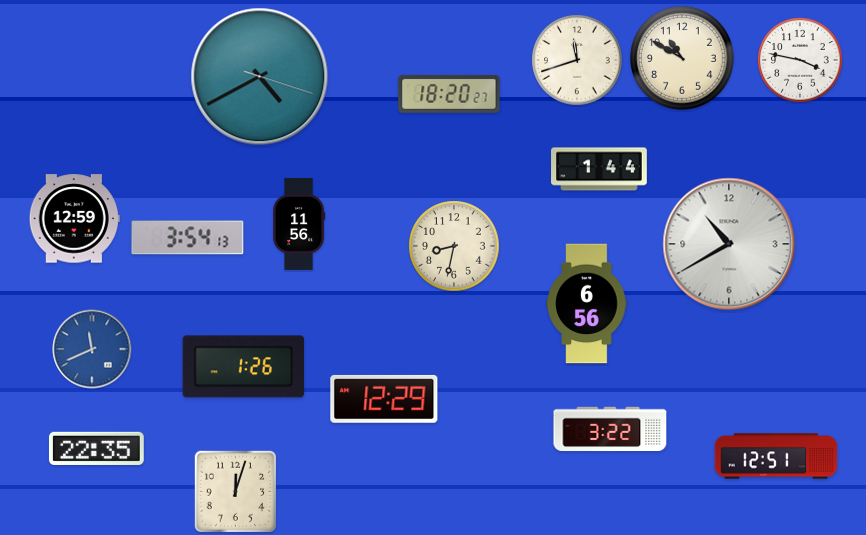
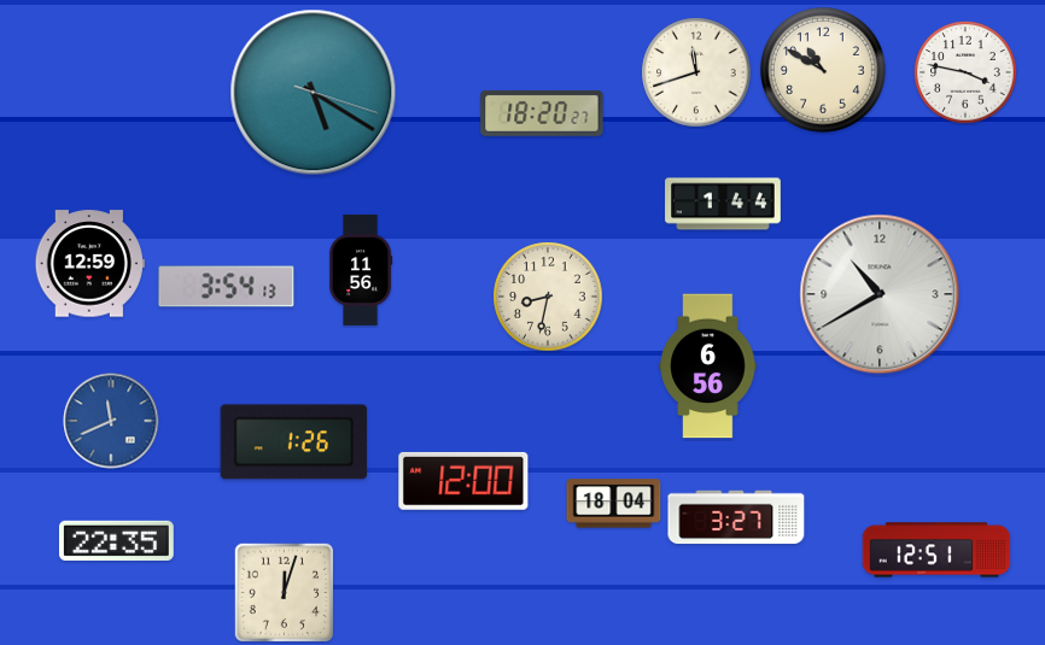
clock at (260, 77): 4:40 -> 5:20
clock at (384, 399): 12:29 -> 12:00
clock at (614, 504): none -> 18:04
clock at (610, 429): 3:22 -> 3:27
